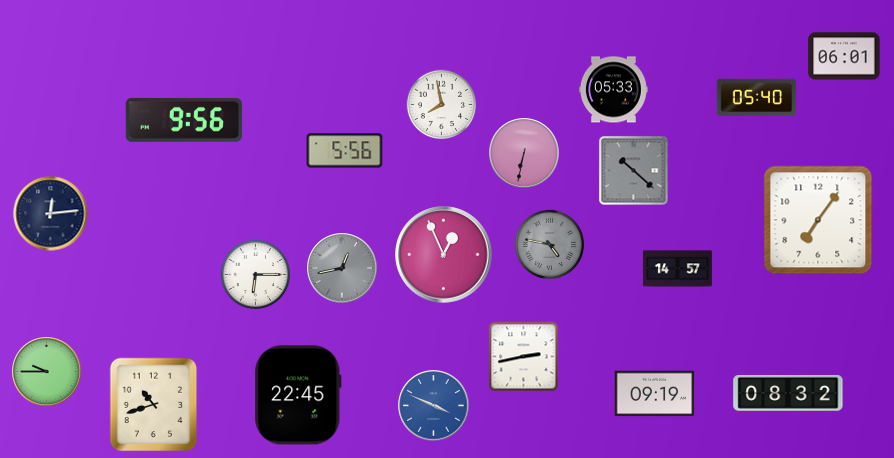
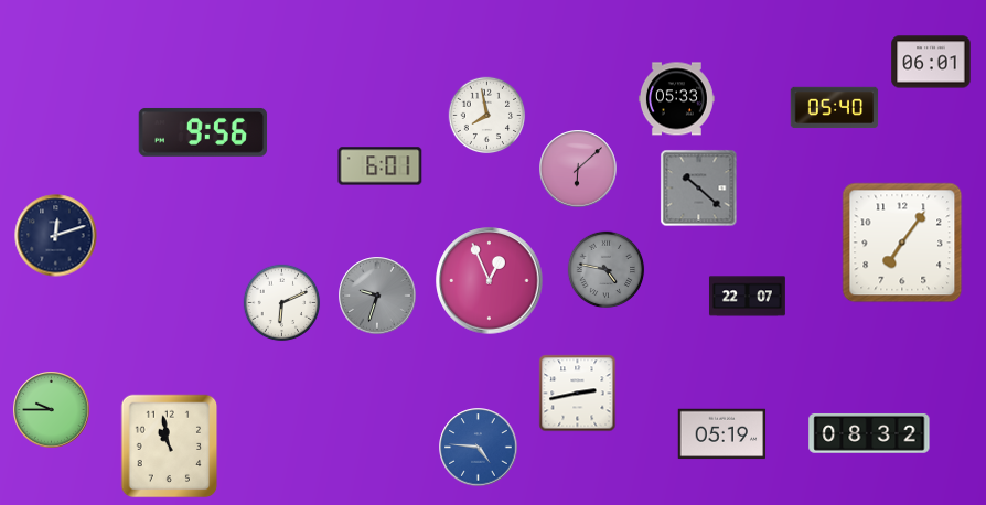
clock at (345, 151): 5:56 -> 6:01
clock at (524, 153): 6:32 -> 6:08
clock at (51, 214): 12:14 -> 12:12
clock at (342, 268): 12:43 -> 9:33
clock at (677, 269): 14:57 -> 22:07
clock at (256, 275): 6:15 -> 6:11
clock at (655, 394): 09:19 -> 05:19
clock at (298, 395): 22:45 -> none
clock at (154, 405): 10:42 -> 10:58
clock at (434, 406): 3:49 -> 4:46
